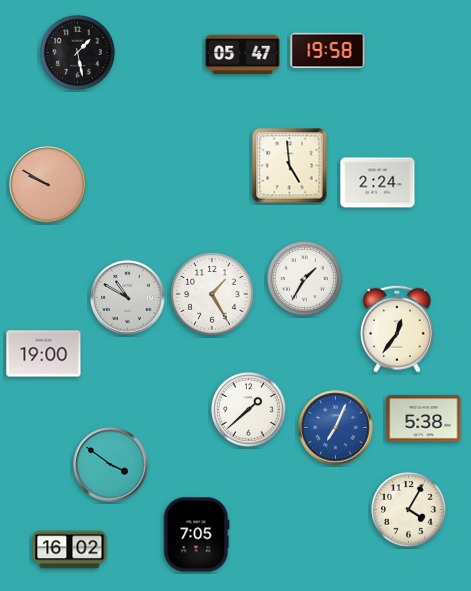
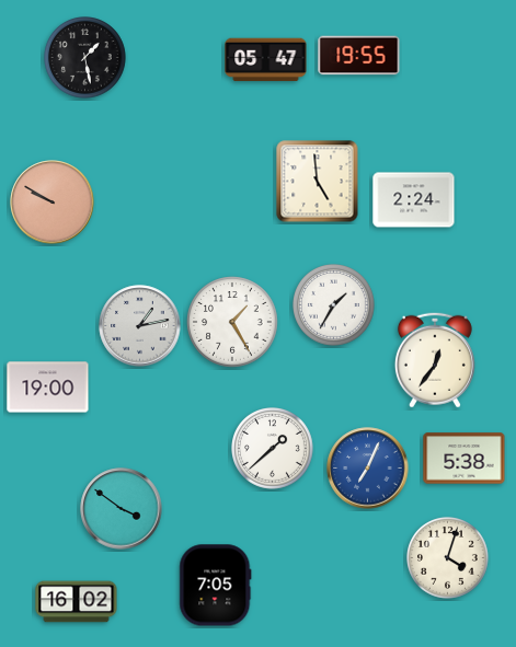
clock at (328, 51): 19:58 -> 19:55
clock at (128, 298): 10:50 -> 1:13
clock at (409, 510): 4:05 -> 4:03
